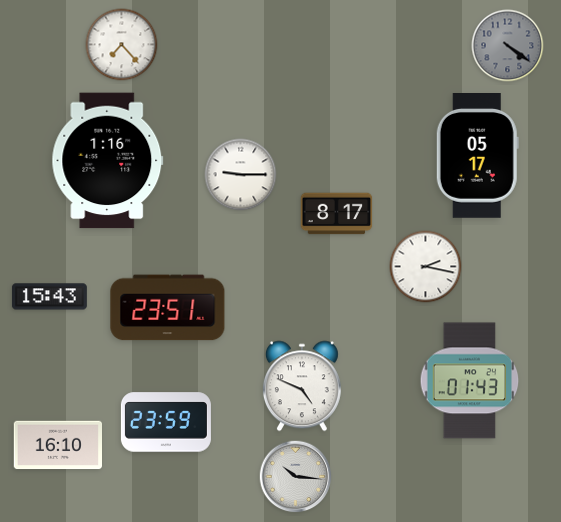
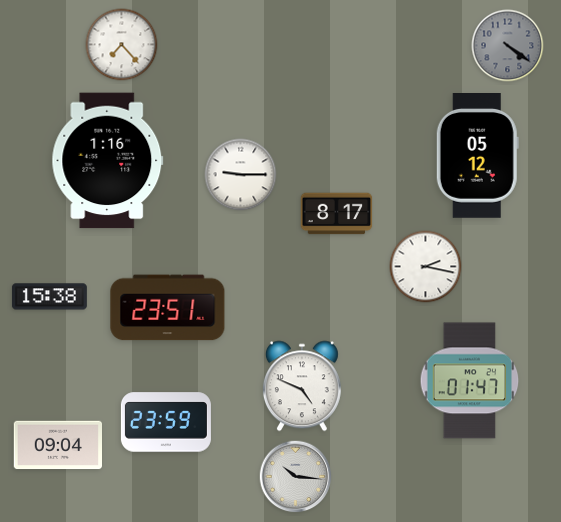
clock at (477, 156): 05:17 -> 05:12
clock at (49, 297): 15:43 -> 15:38
clock at (470, 381): 01:43 -> 01:47
clock at (57, 445): 16:10 -> 09:04
